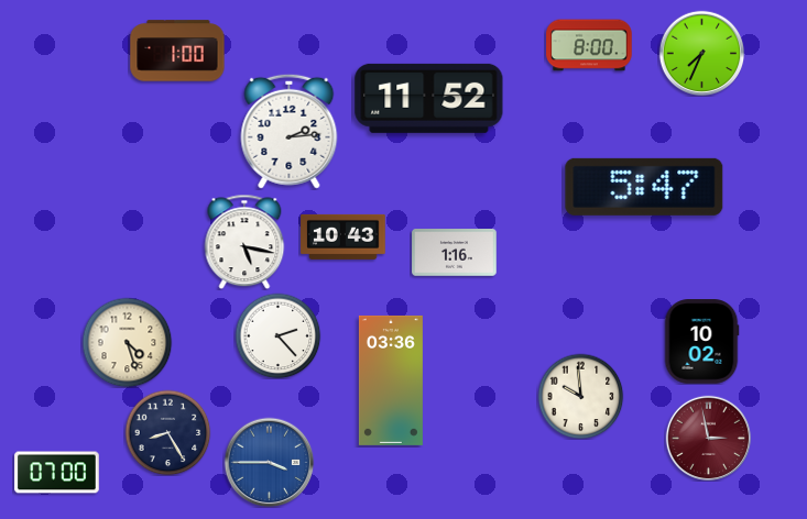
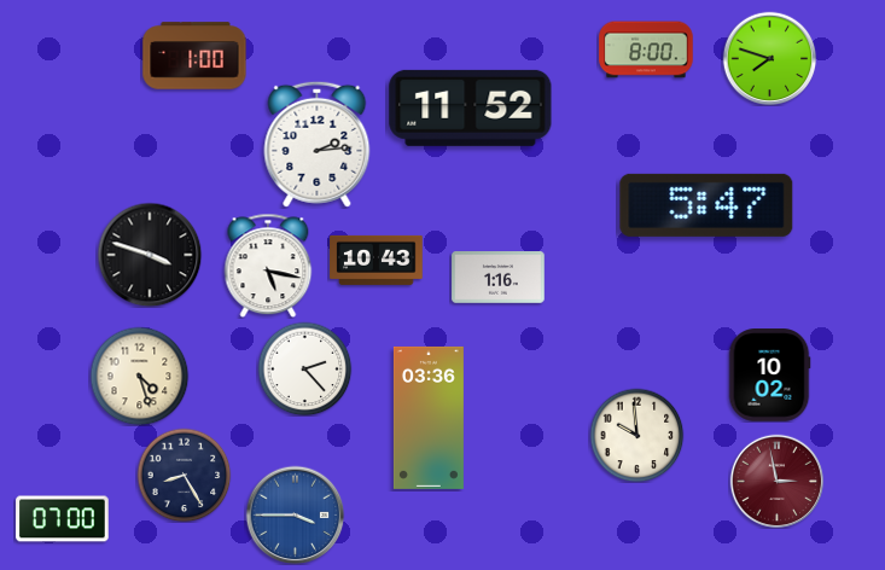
clock at (701, 53): 7:34 -> 7:48
clock at (150, 255): none -> 3:48
clock at (269, 462) position: (269, 462) -> (295, 514)
